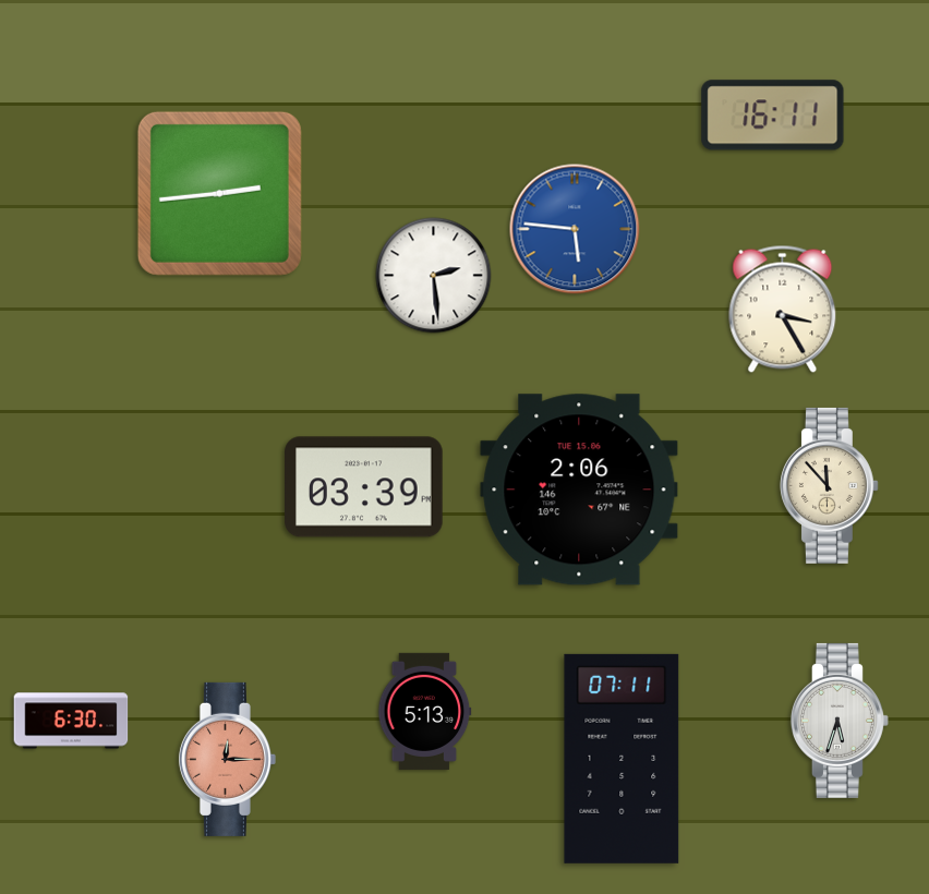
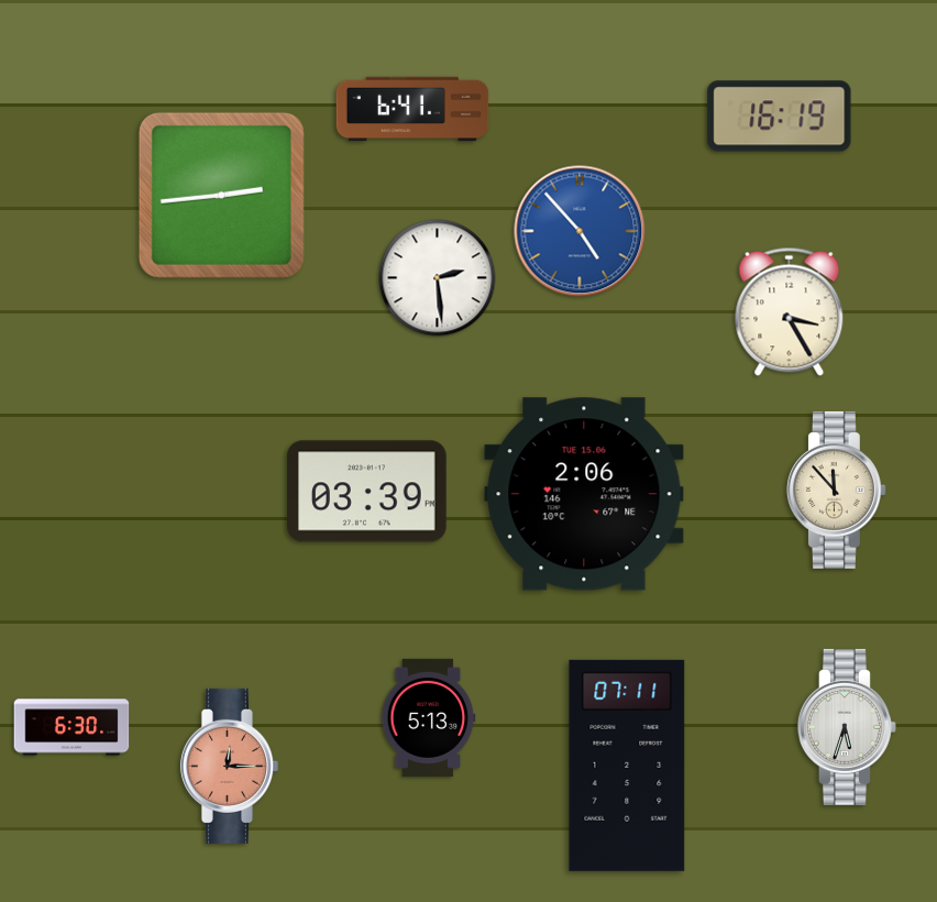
clock at (412, 109): none -> 6:41
clock at (773, 116): 16:11 -> 16:19
clock at (575, 229): 5:46 -> 4:53
